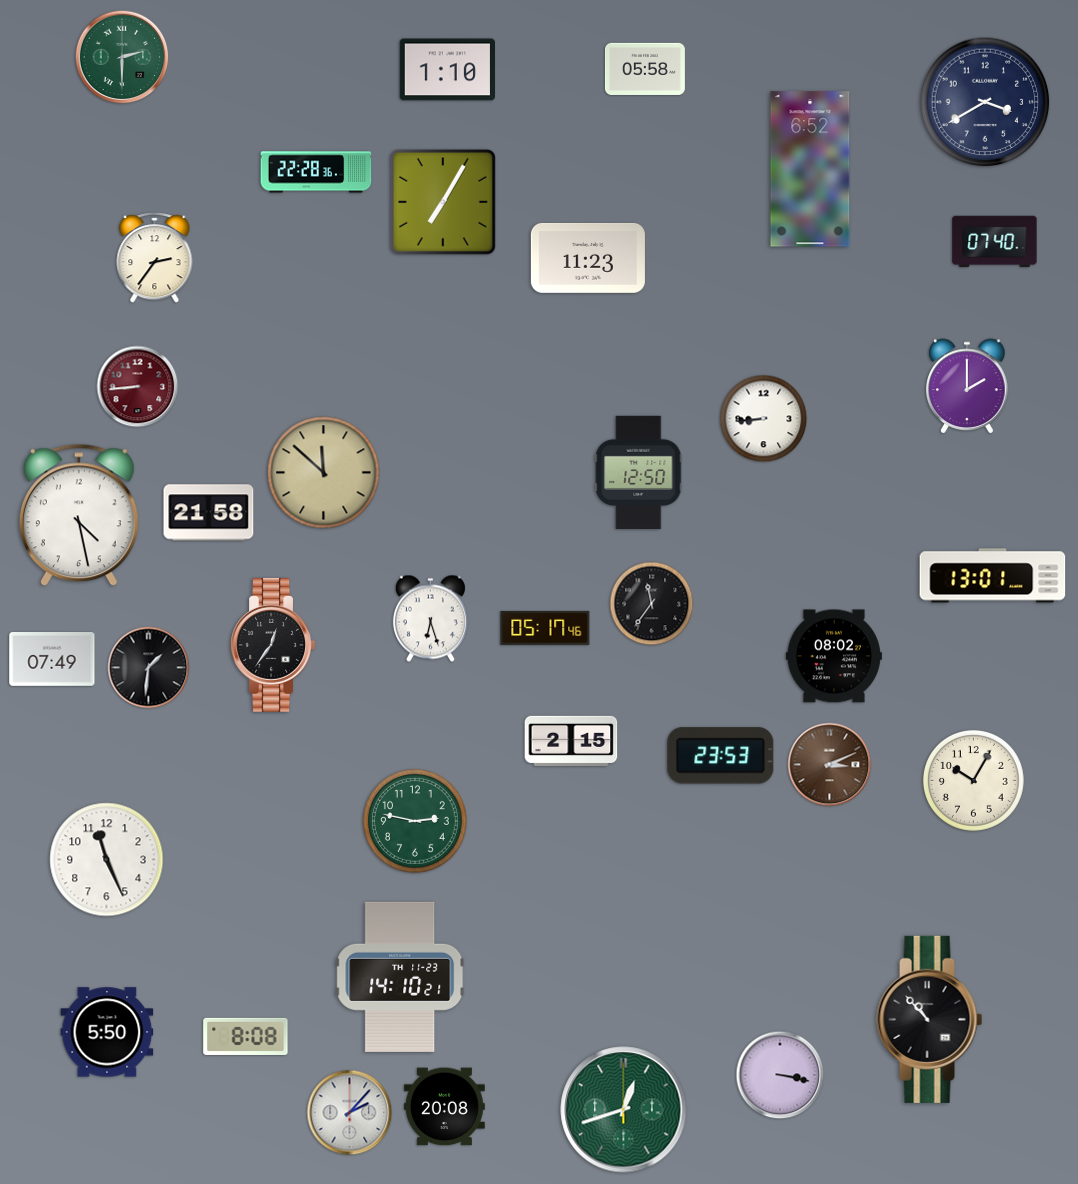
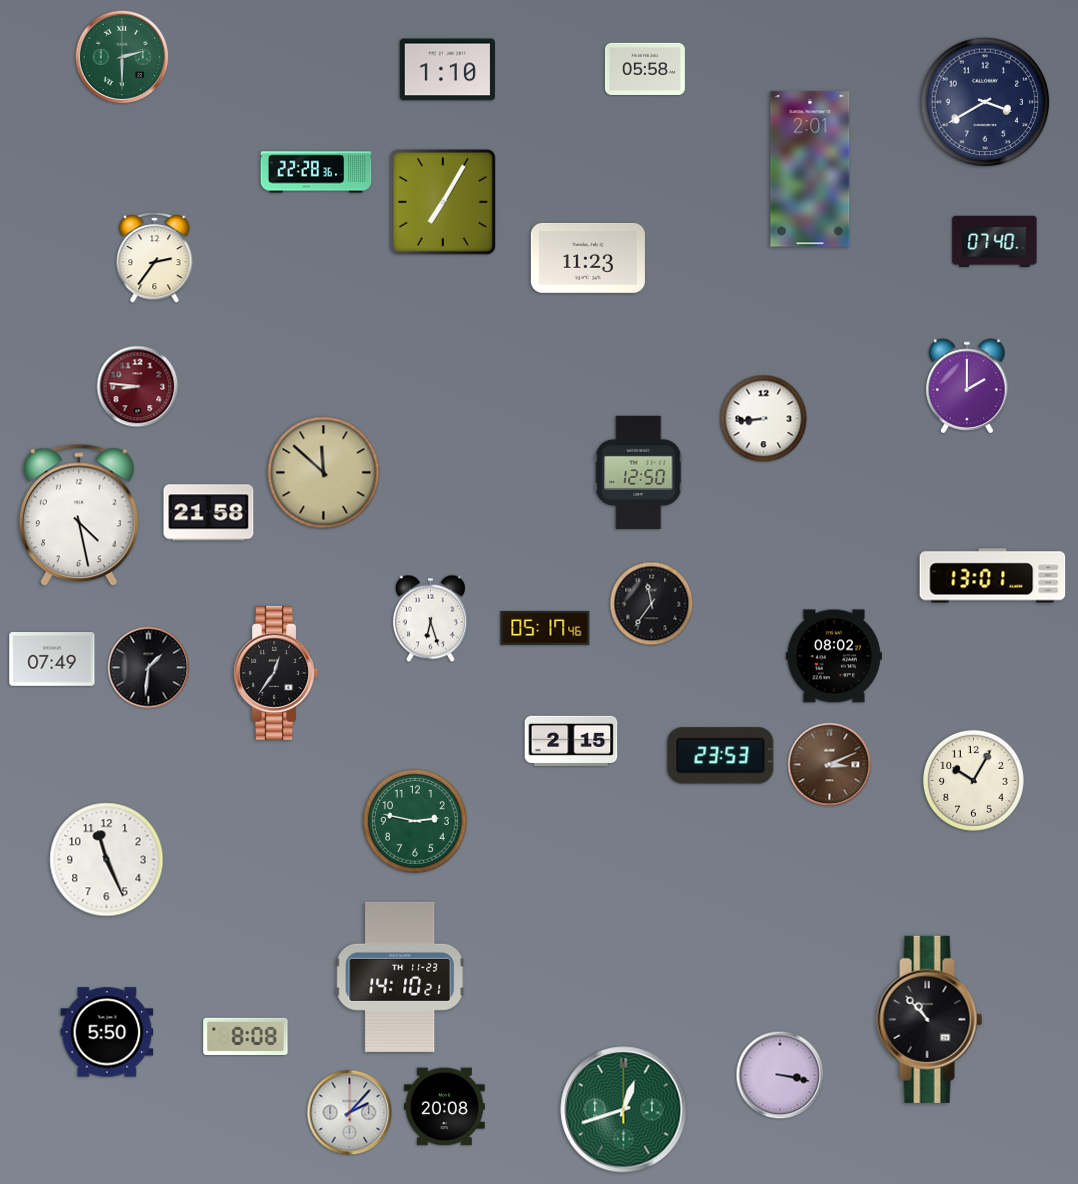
clock at (810, 169): 6:52 -> 2:01
clock at (138, 387): 8:44 -> 8:46
clock at (272, 645) position: (272, 645) -> (275, 673)
